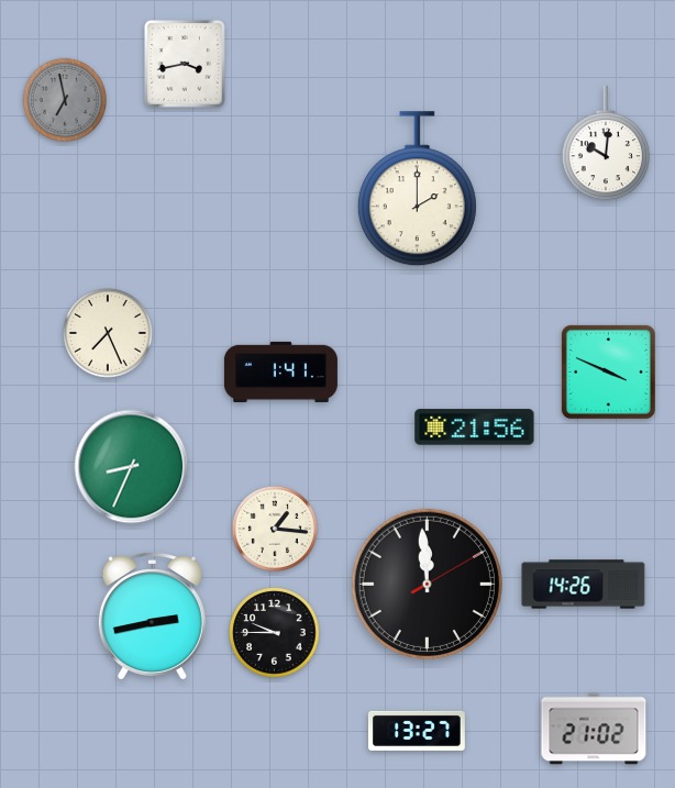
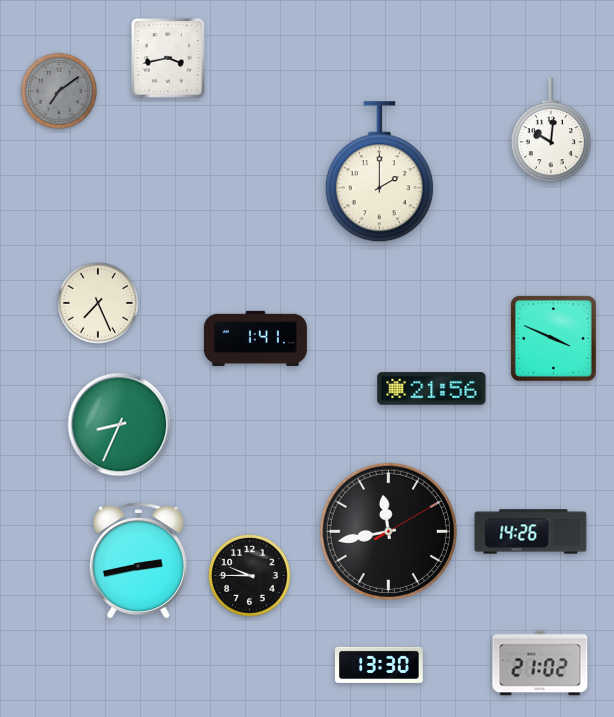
clock at (64, 99): 6:58 -> 7:09
clock at (275, 529): 1:16 -> none
clock at (427, 584): 11:59 -> 11:43
clock at (417, 731): 13:27 -> 13:30
